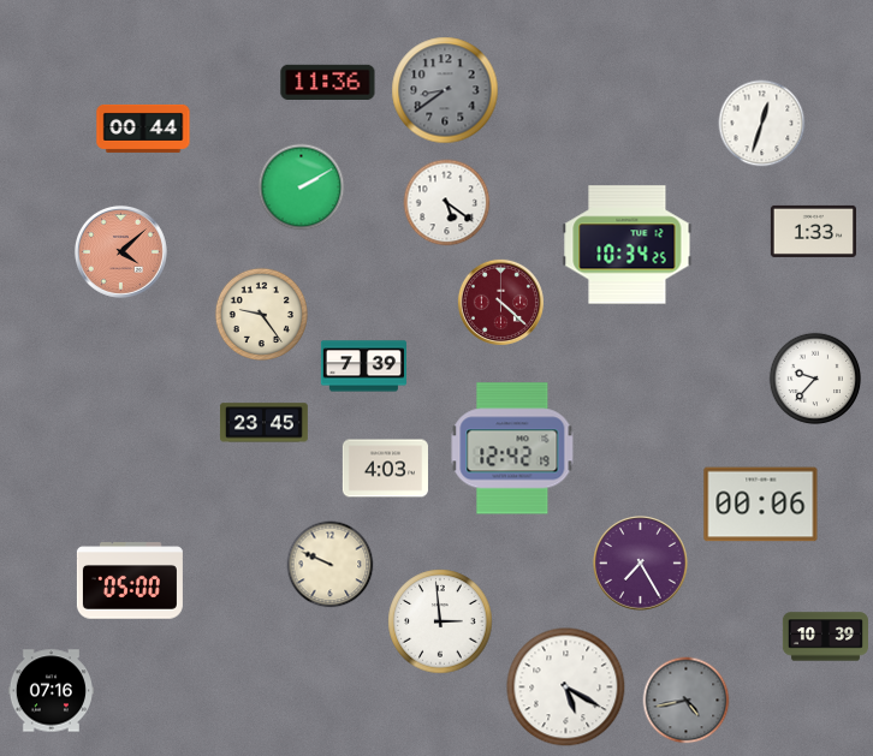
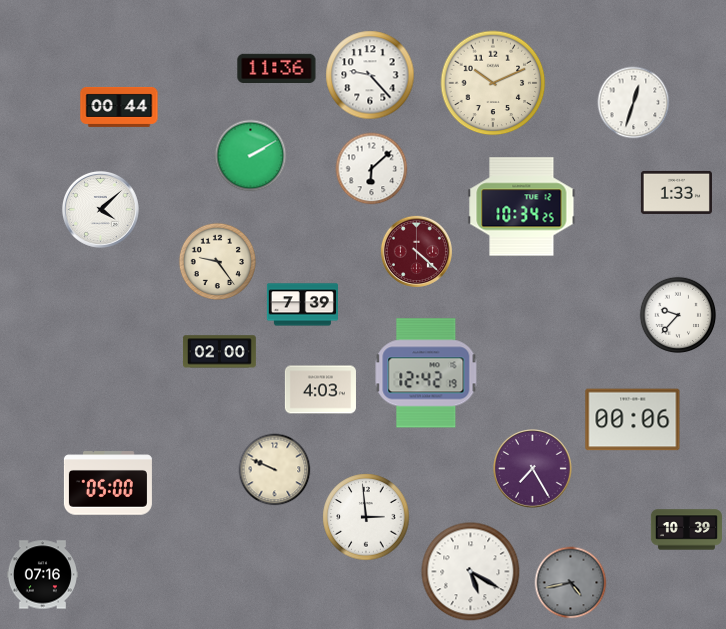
clock at (328, 82) position: (328, 82) -> (277, 68)
clock at (445, 90): 8:39 -> 9:23
clock at (445, 90) dial: grey -> white
clock at (493, 83): none -> 10:11
clock at (447, 203): 5:21 -> 6:08
clock at (628, 245) position: (628, 245) -> (522, 207)
clock at (120, 251) dial: salmon -> white
clock at (263, 423): 23:45 -> 02:00
